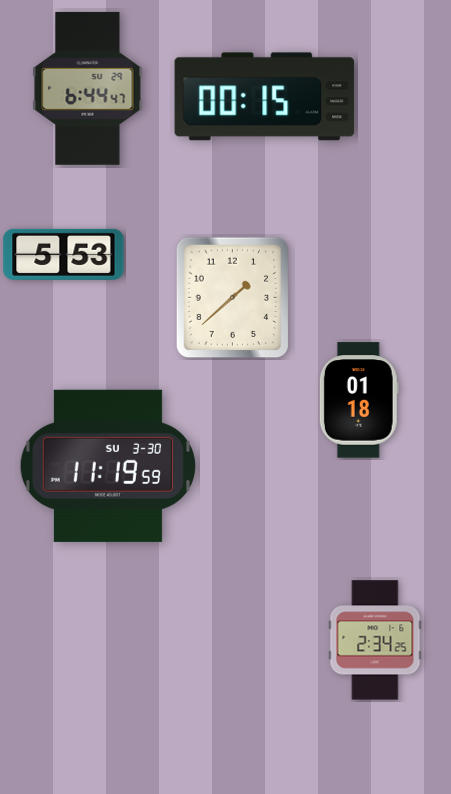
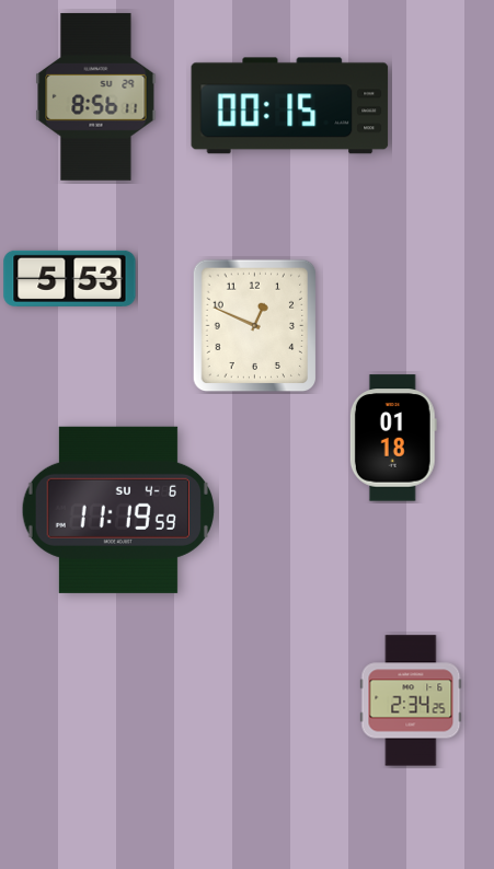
clock at (88, 88): 6:44 -> 8:56
clock at (232, 298): 1:38 -> 12:49
clock at (108, 466) date: SU 3-30 -> SU 4-6
